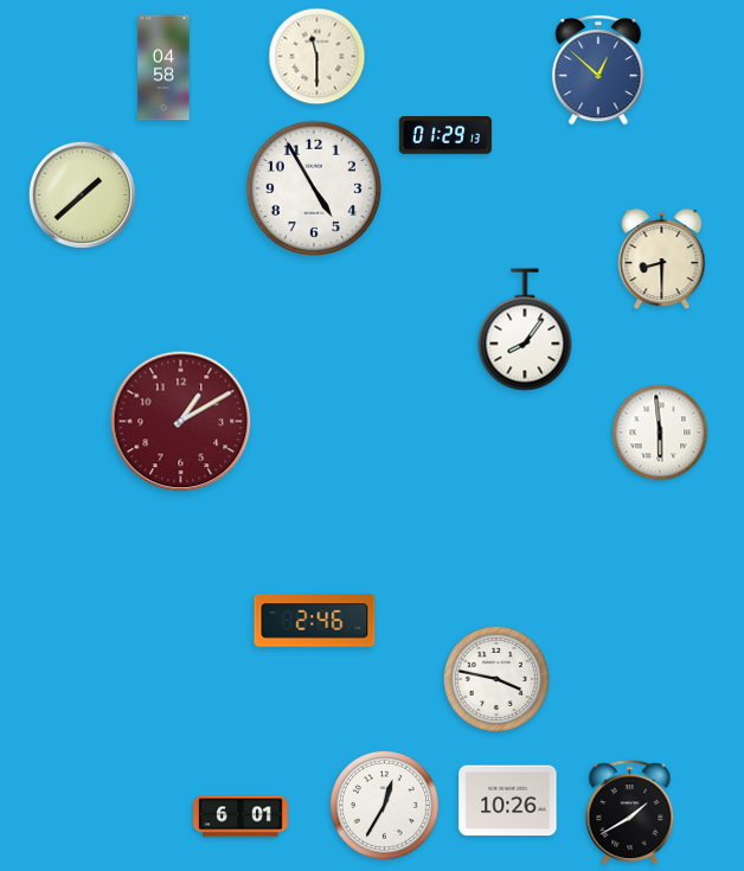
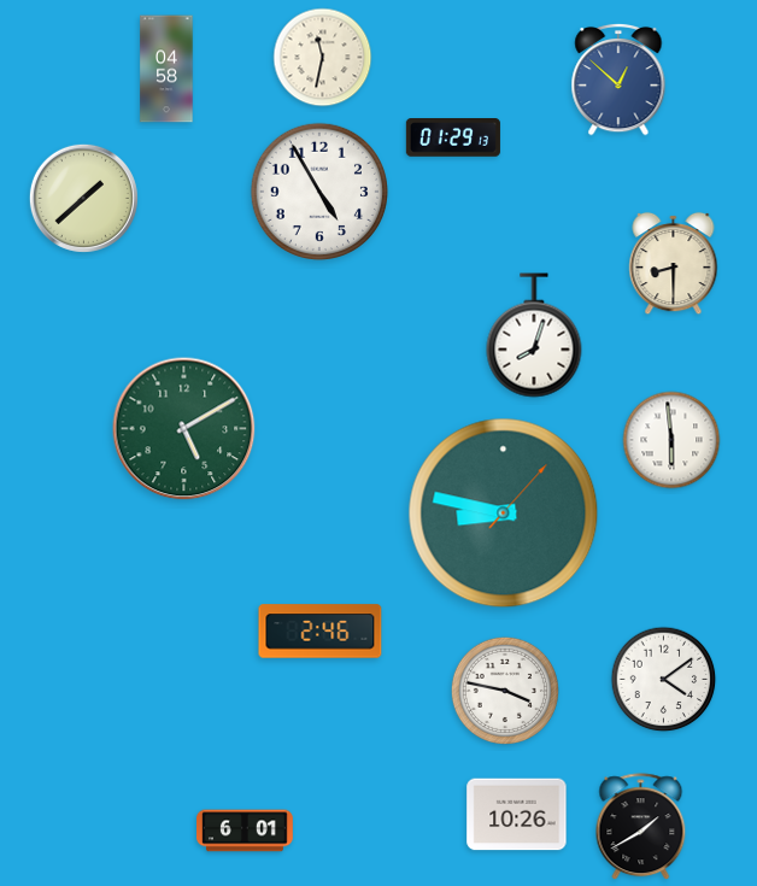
clock at (318, 57): 11:30 -> 11:32
clock at (598, 70) position: (598, 70) -> (618, 80)
clock at (525, 329): 8:06 -> 8:03
clock at (181, 422): 1:10 -> 5:10
clock at (181, 422) dial: burgundy -> green
clock at (504, 514): none -> 8:47
clock at (664, 680): none -> 4:09
clock at (384, 805): 12:35 -> none
